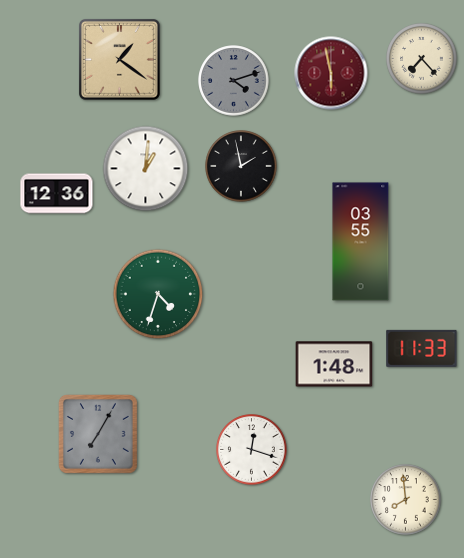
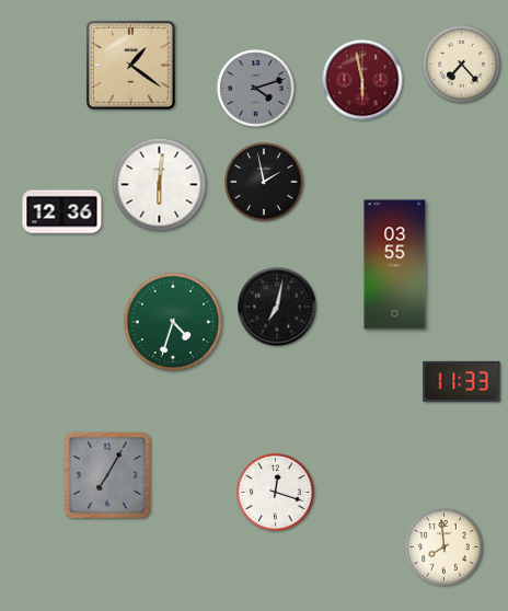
clock at (146, 169): 1:01 -> 6:01
clock at (277, 307): none -> 7:02
clock at (334, 364): 1:48 -> none
